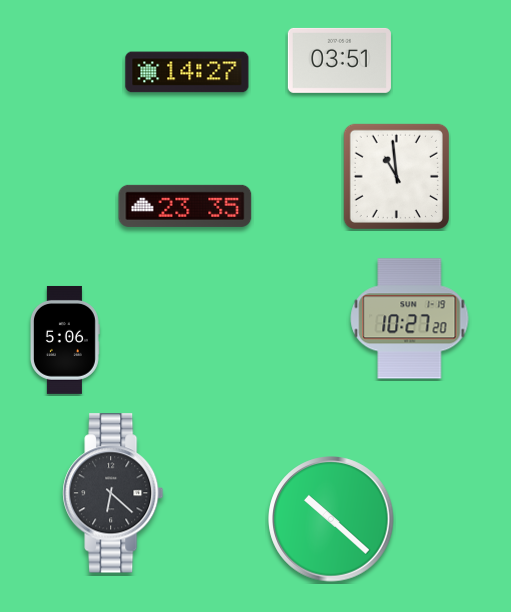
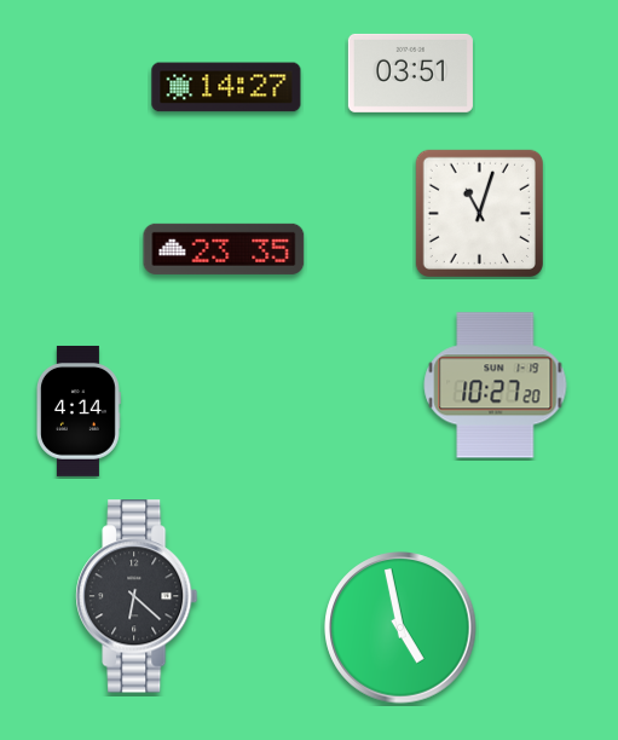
clock at (396, 176): 10:59 -> 11:03
clock at (65, 340): 5:06 -> 4:14
clock at (331, 519): 10:22 -> 4:58
